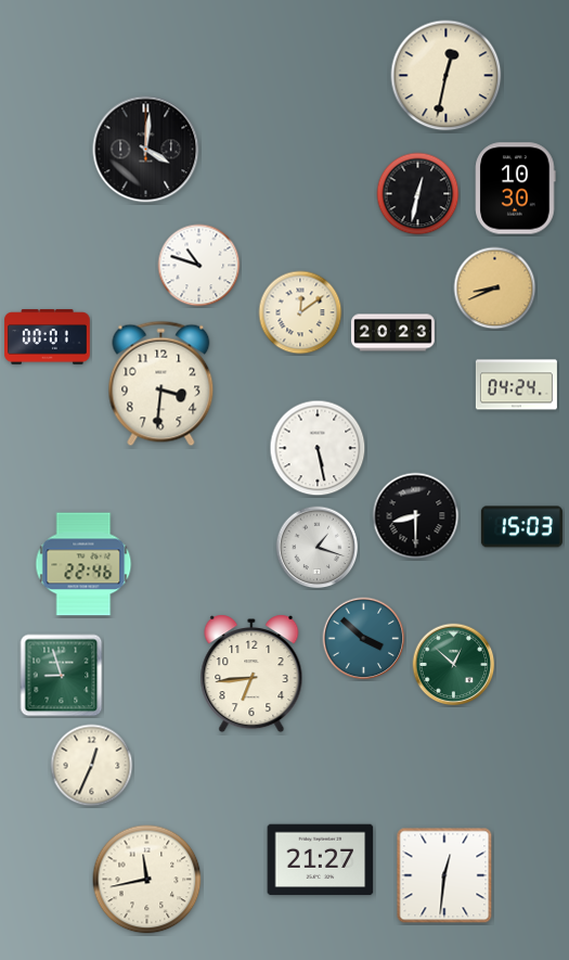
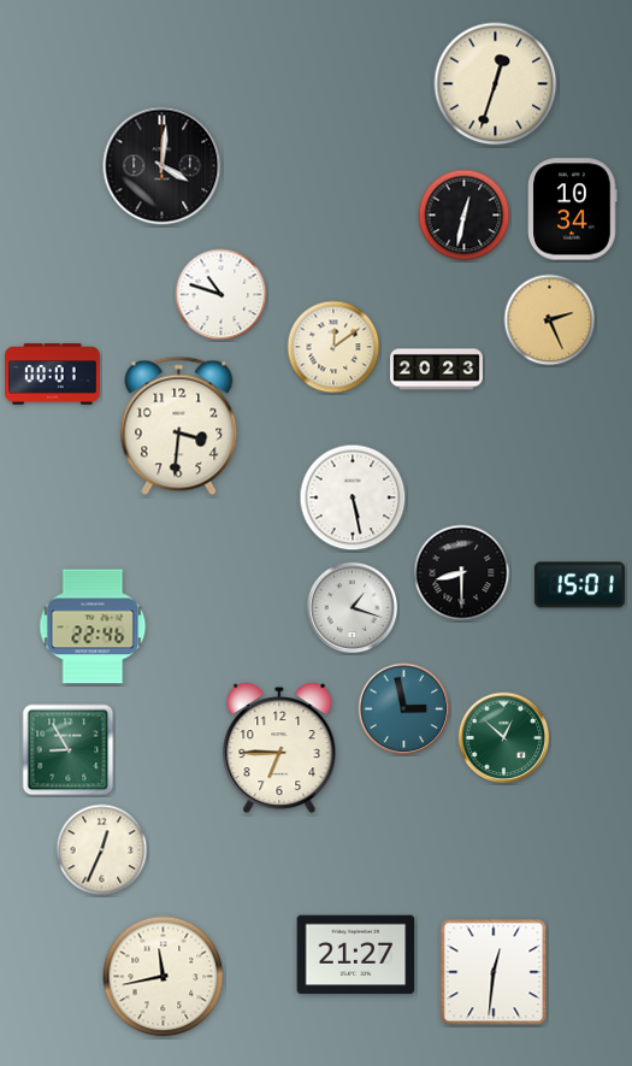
clock at (447, 76): 12:32 -> 12:33
clock at (516, 189): 10:30 -> 10:34
clock at (495, 289): 8:41 -> 2:26
clock at (516, 385): 04:24 -> none
clock at (521, 527): 15:03 -> 15:01
clock at (364, 639): 3:52 -> 2:58
clock at (251, 674): 6:44 -> 6:45
clock at (62, 676): 8:57 -> 8:55
